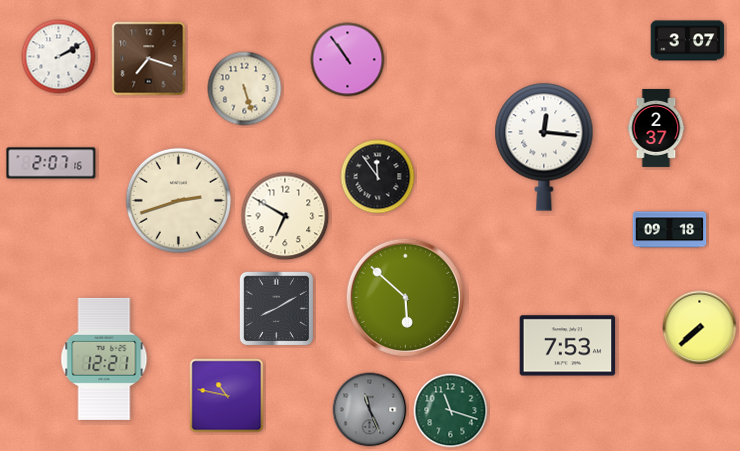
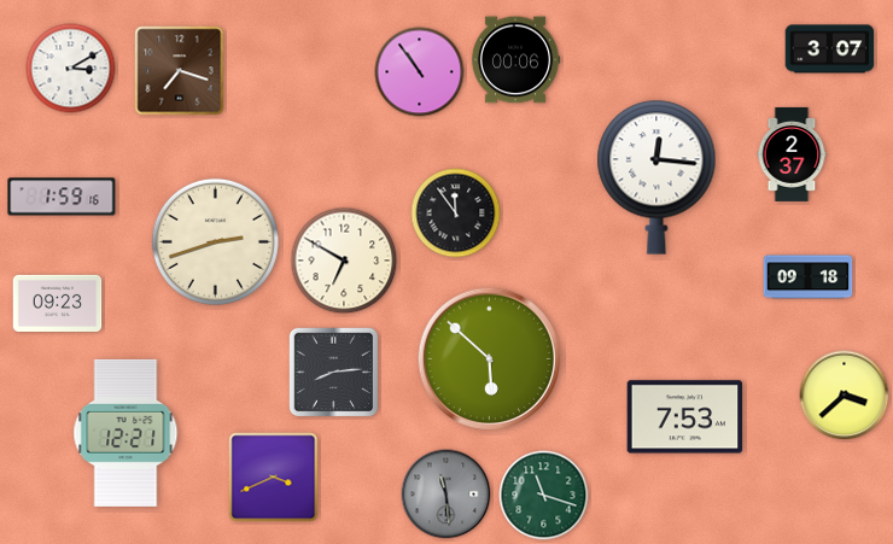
clock at (515, 60): none -> 00:06
clock at (59, 57): 2:10 -> 3:10
clock at (245, 89): 5:27 -> none
clock at (51, 163): 2:07 -> 1:59
clock at (58, 303): none -> 09:23
clock at (277, 309): 8:10 -> 8:14
clock at (700, 328): 7:38 -> 3:38
clock at (227, 396): 10:47 -> 3:41
clock at (370, 410): 11:26 -> 11:29
